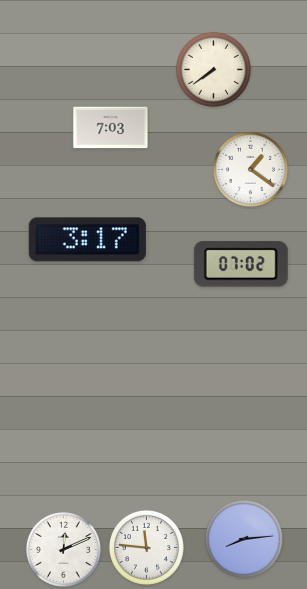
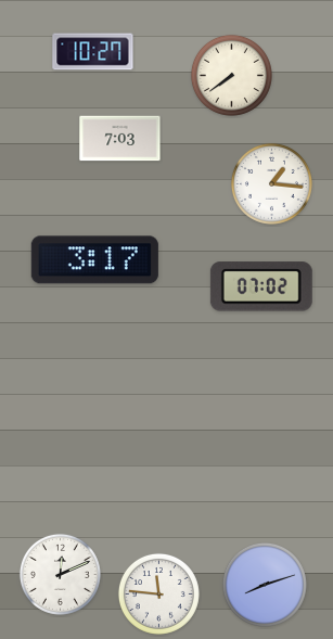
clock at (93, 52): none -> 10:27
clock at (250, 169): 1:21 -> 1:16
clock at (244, 539): 8:14 -> 8:12
clock at (63, 549) position: (63, 549) -> (60, 574)
